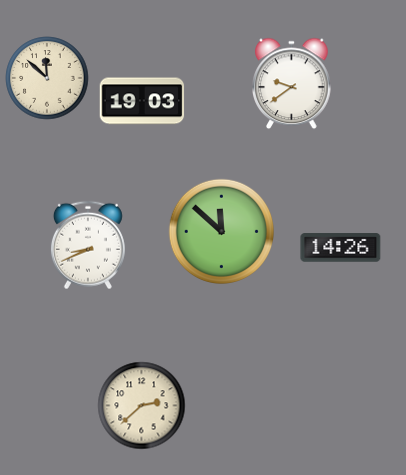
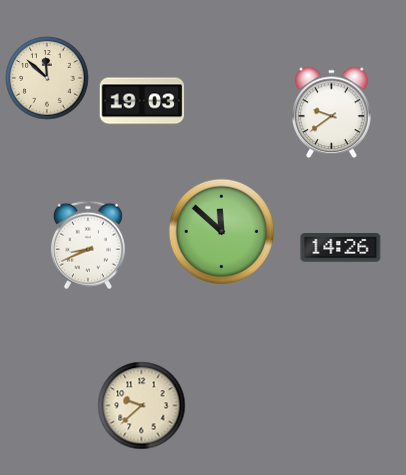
clock at (292, 84) position: (292, 84) -> (332, 113)
clock at (142, 406): 2:38 -> 9:38
